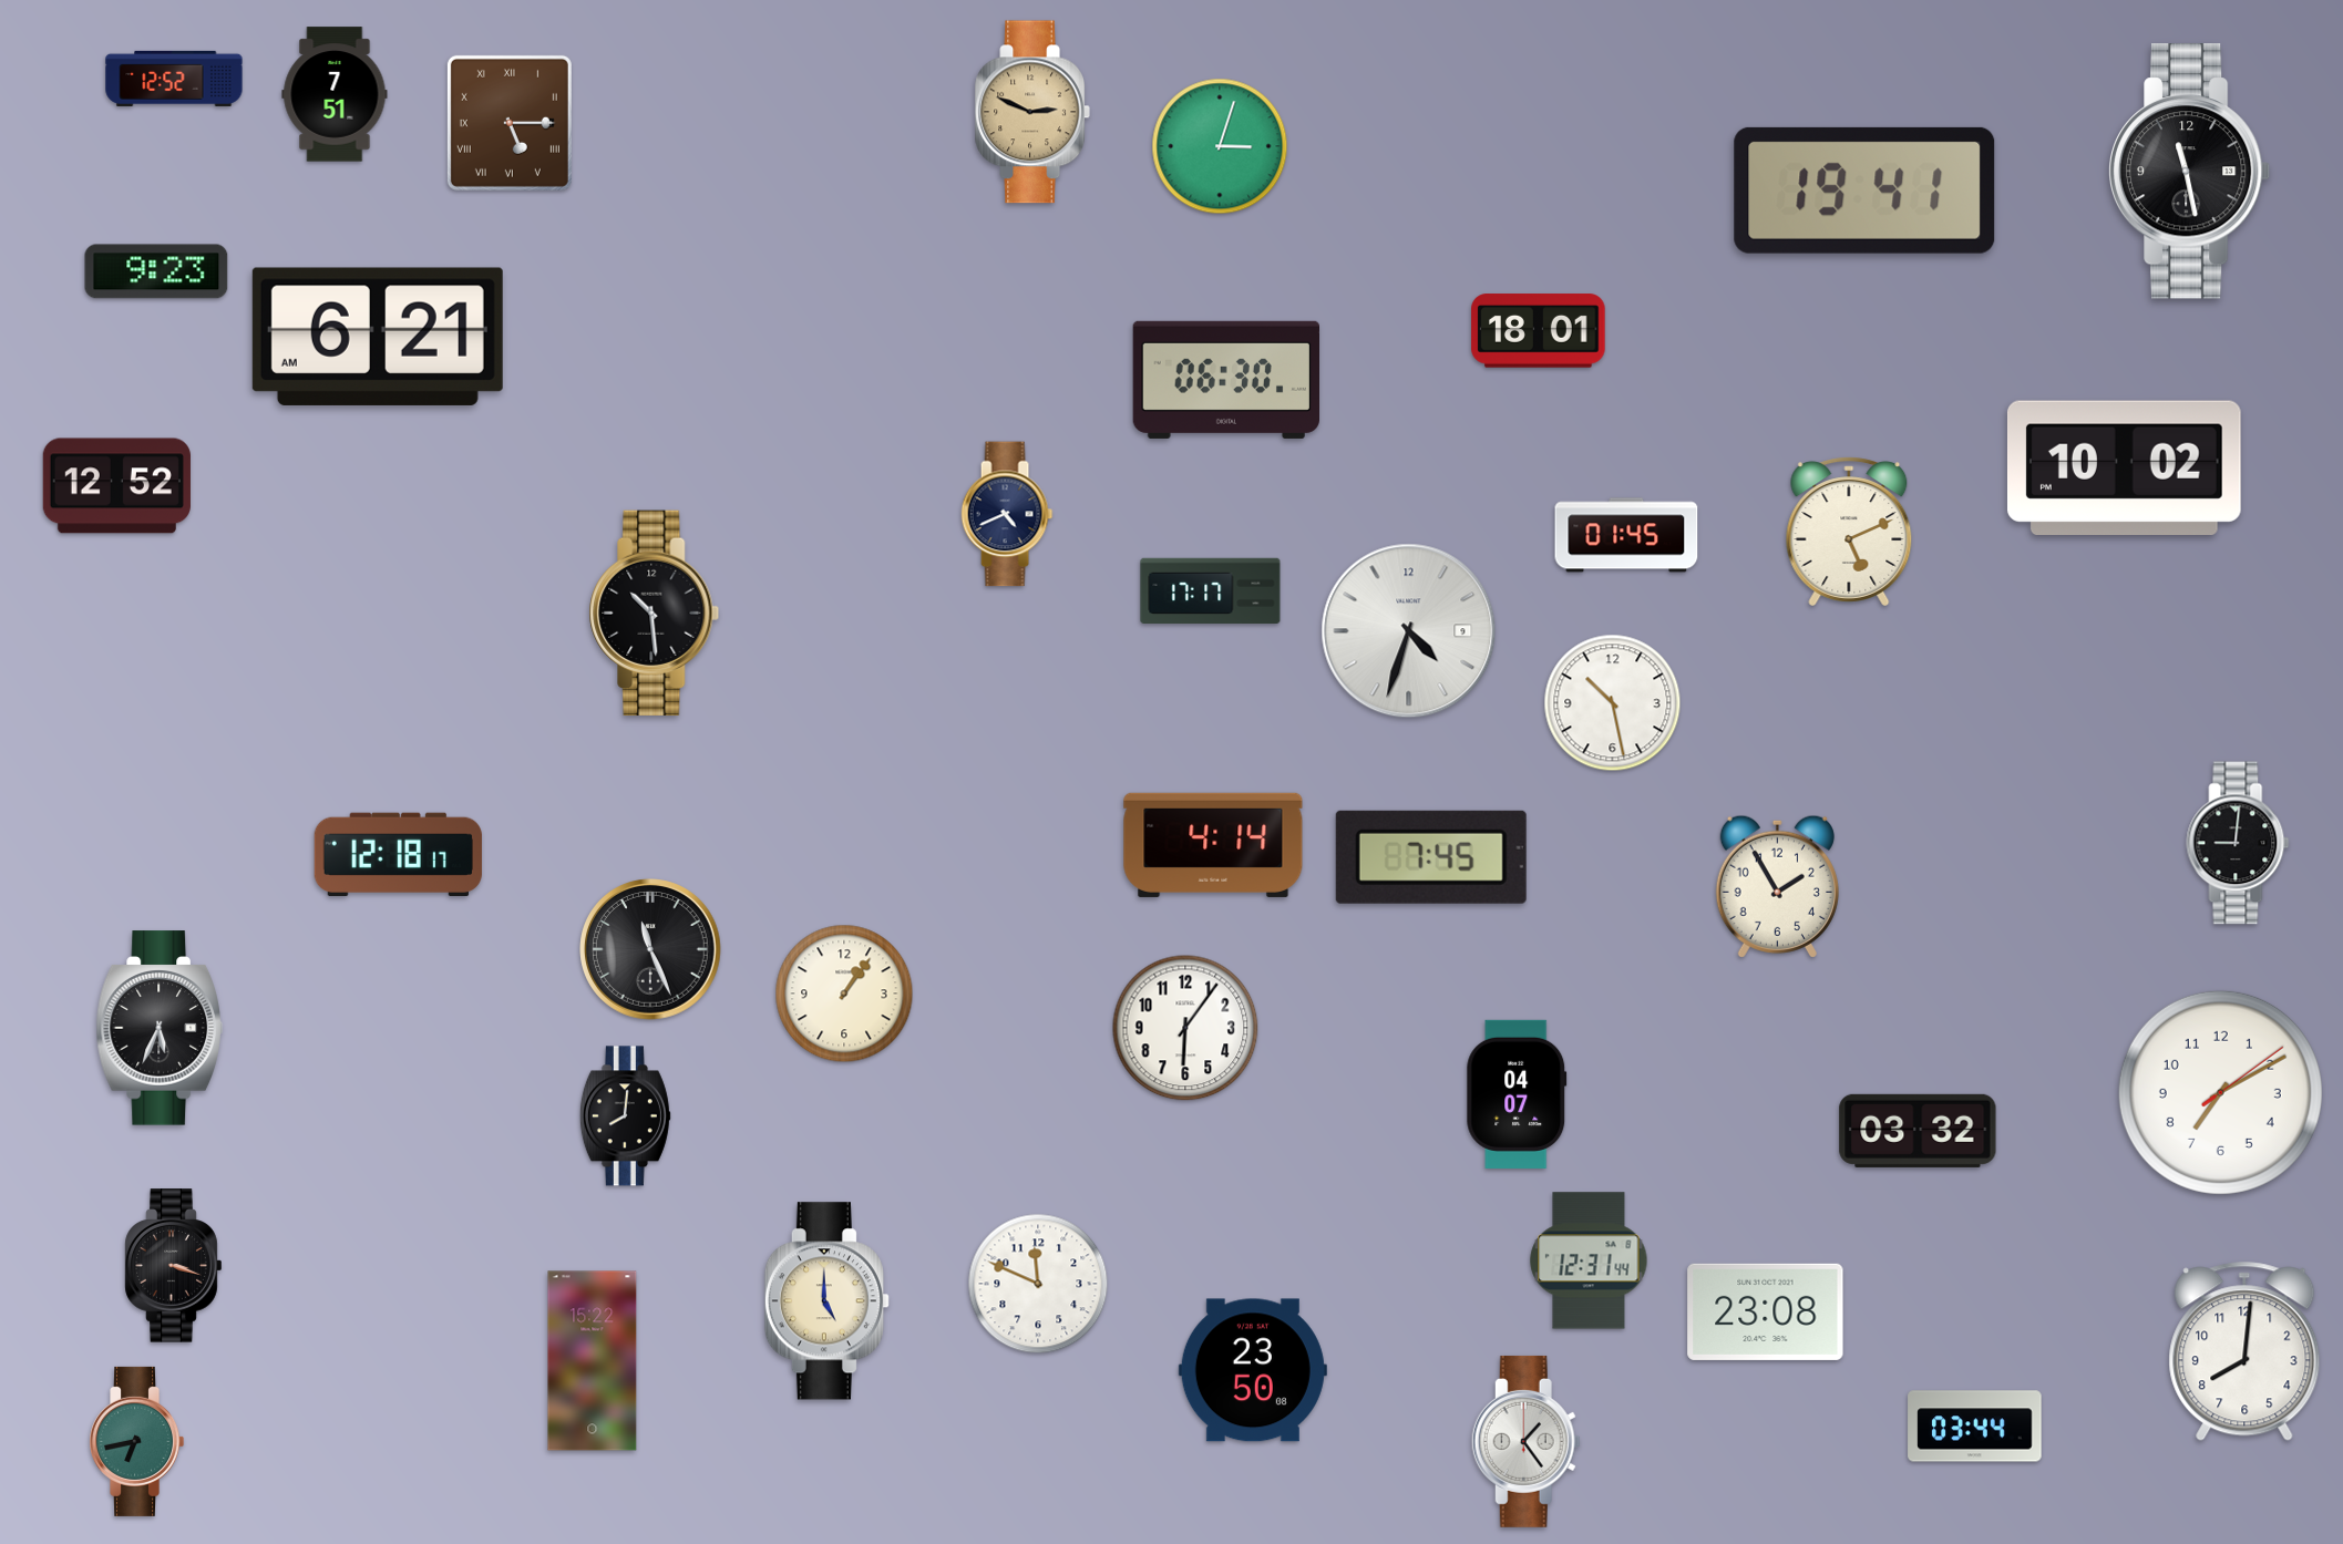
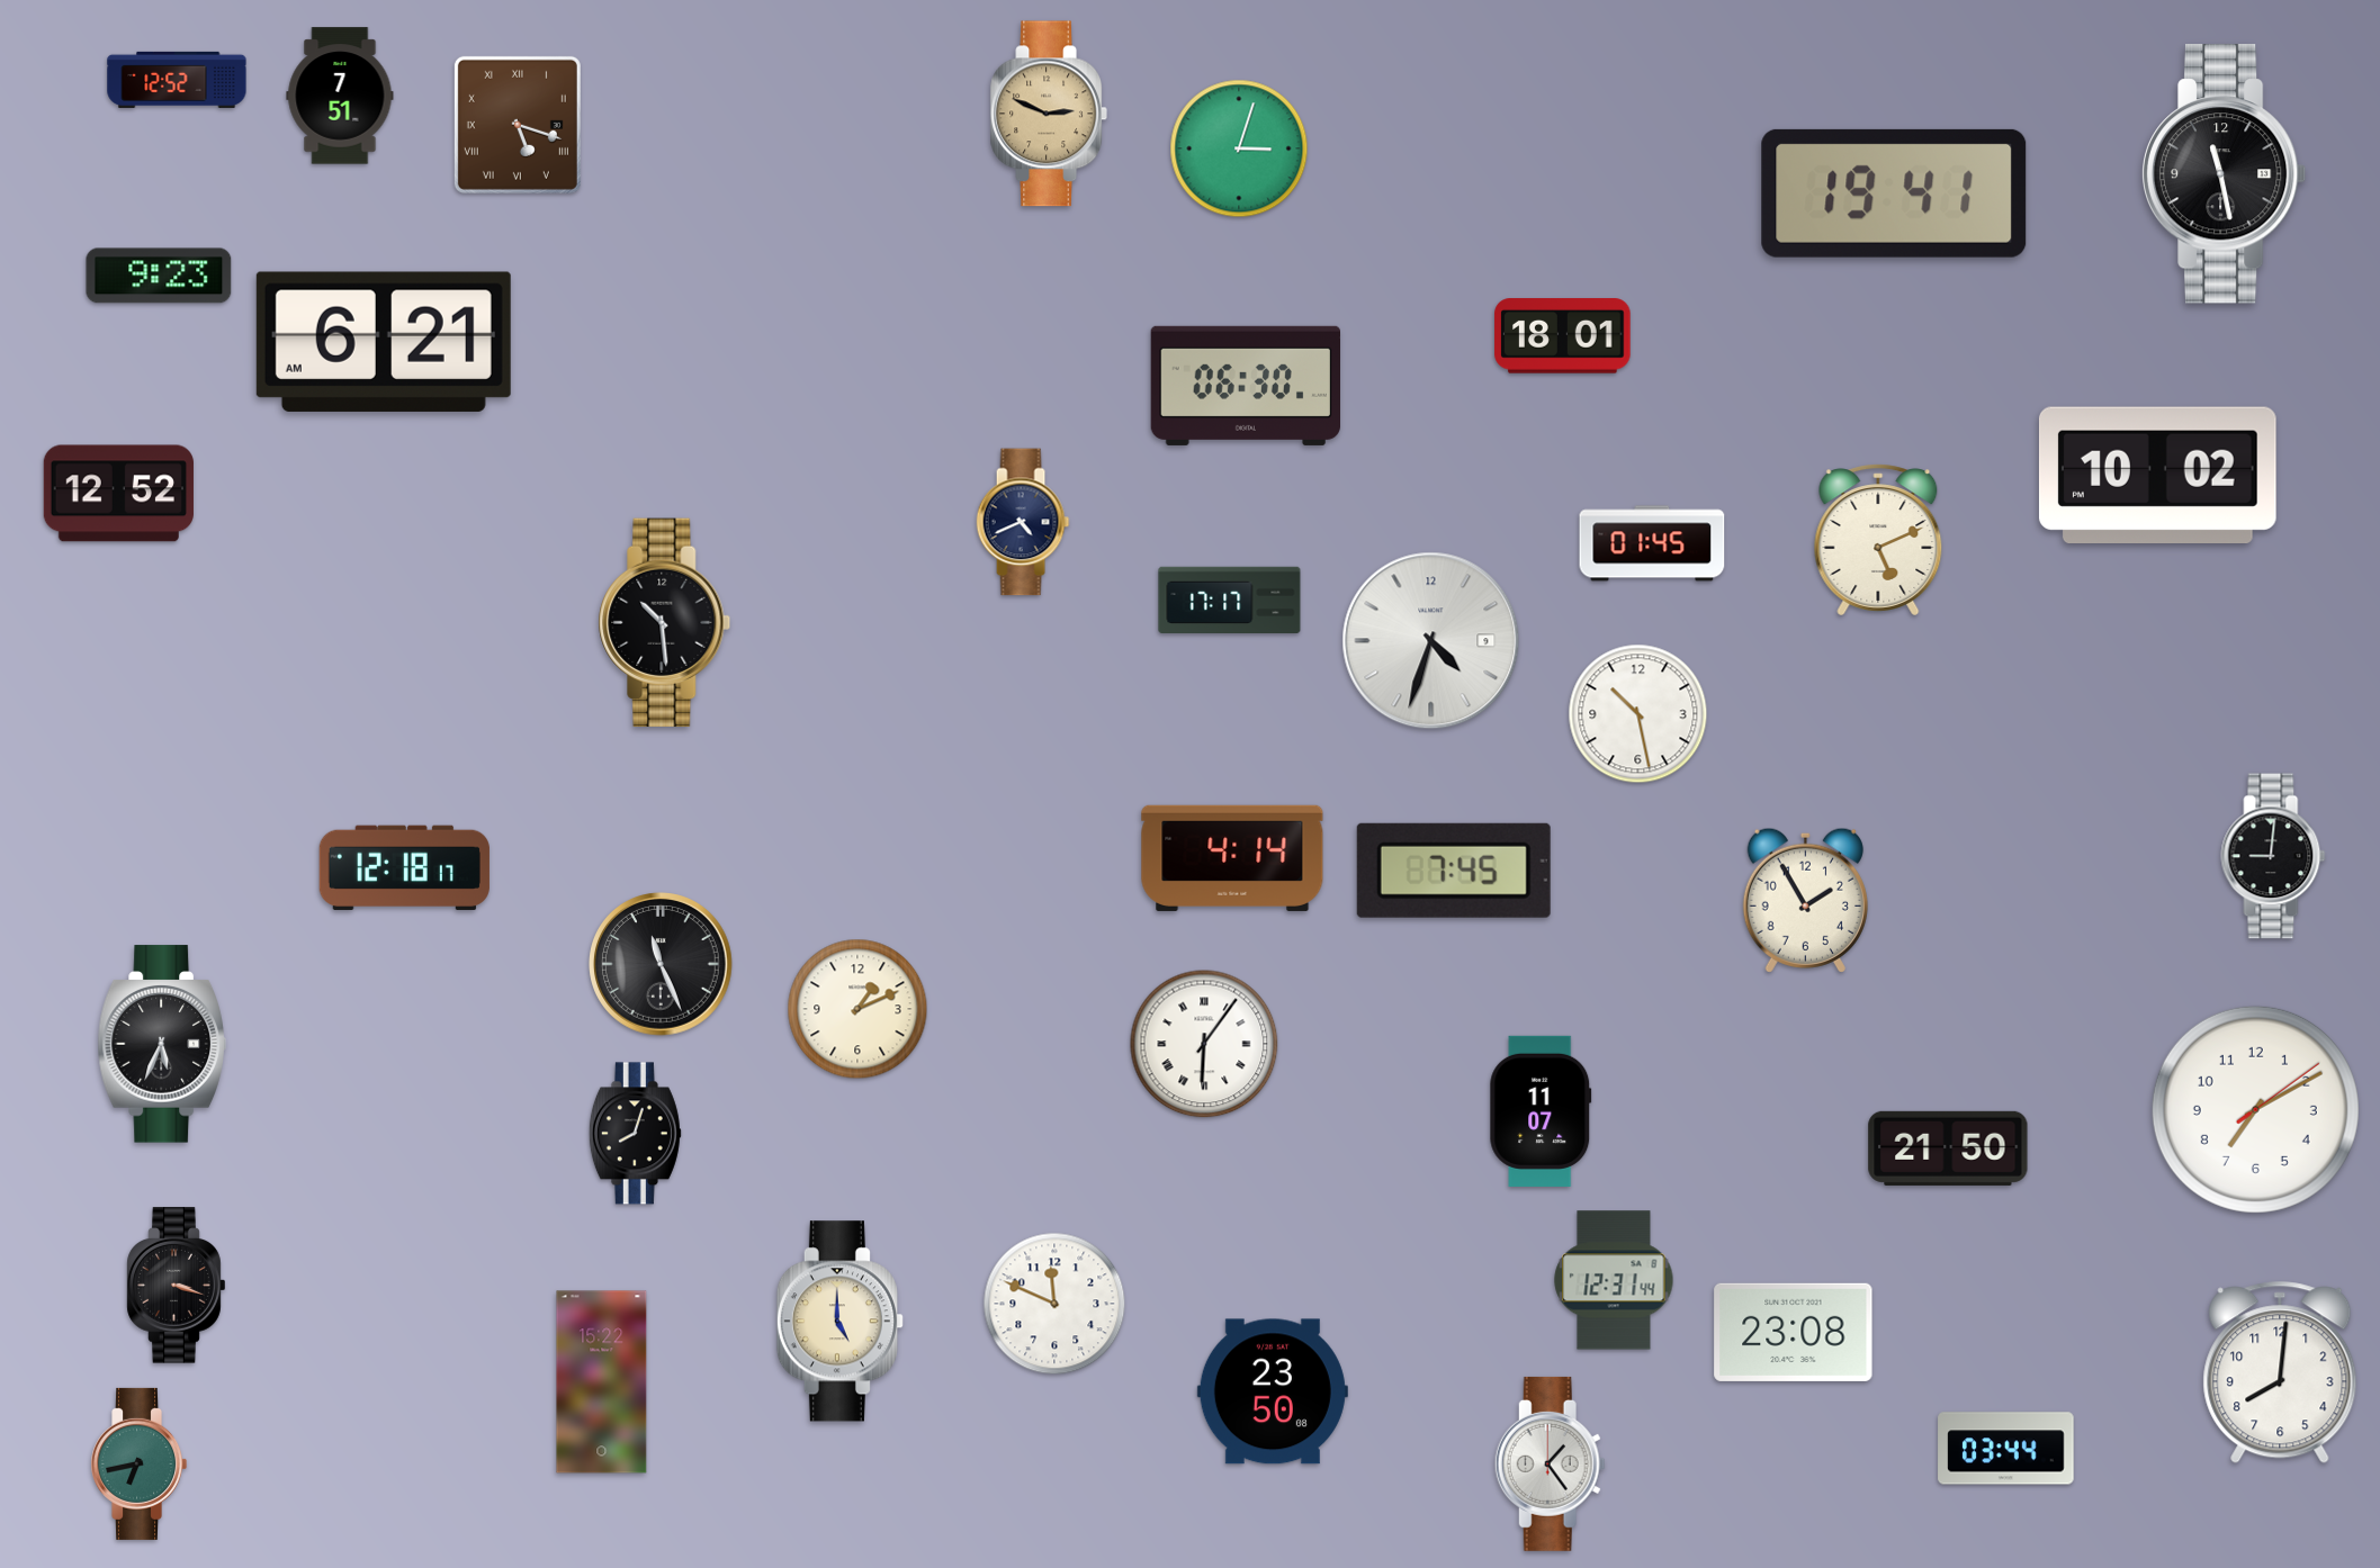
clock at (510, 123): 5:15 -> 5:18
clock at (844, 994): 1:06 -> 1:11
clock at (1185, 1028) numerals: Arabic -> Roman
clock at (1517, 1094): 04:07 -> 11:07
clock at (625, 1116): 8:01 -> 8:03
clock at (1918, 1131): 03:32 -> 21:50
